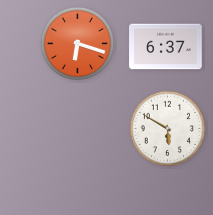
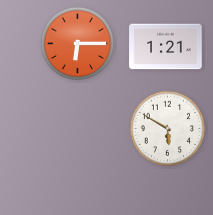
clock at (78, 44): 6:18 -> 6:15
clock at (166, 47): 6:37 -> 1:21
